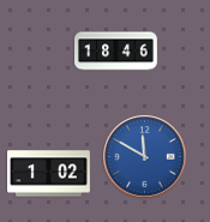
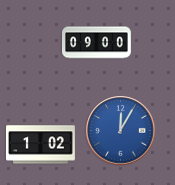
clock at (116, 52): 18:46 -> 09:00
clock at (145, 157): 11:50 -> 12:05
